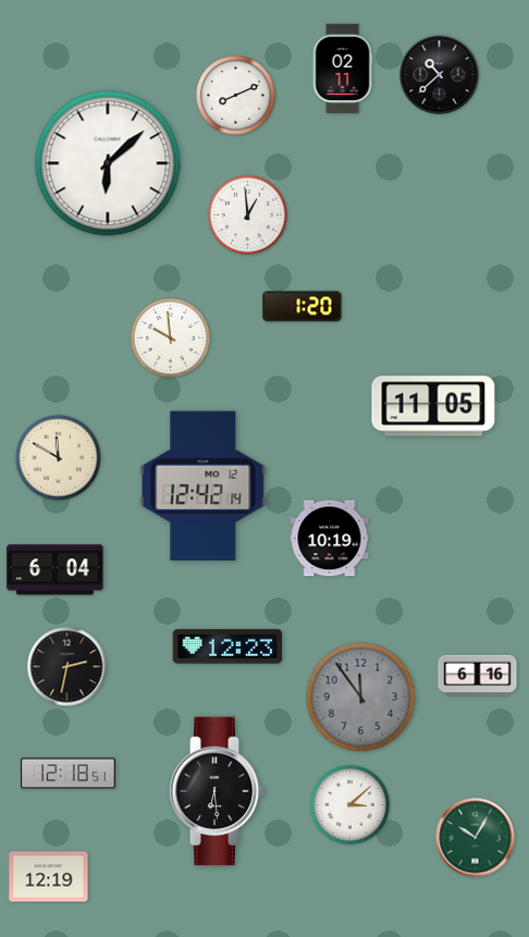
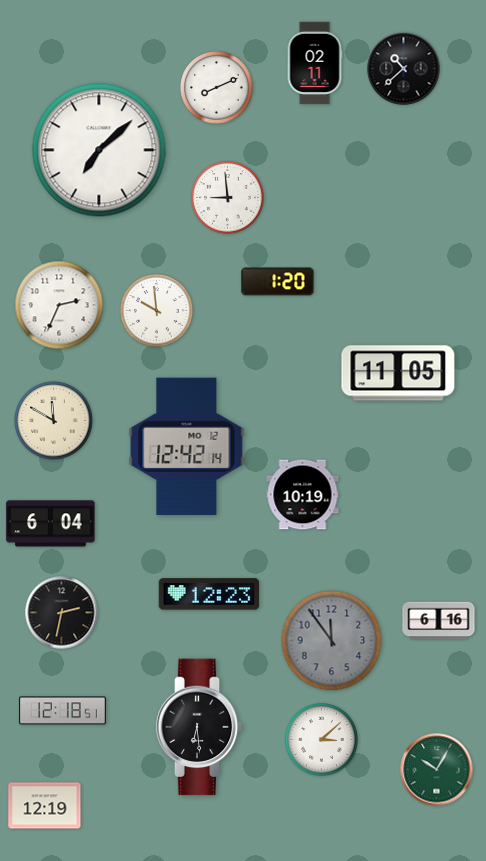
clock at (108, 163): 6:08 -> 7:08
clock at (248, 215): 12:59 -> 8:59
clock at (59, 305): none -> 2:34
